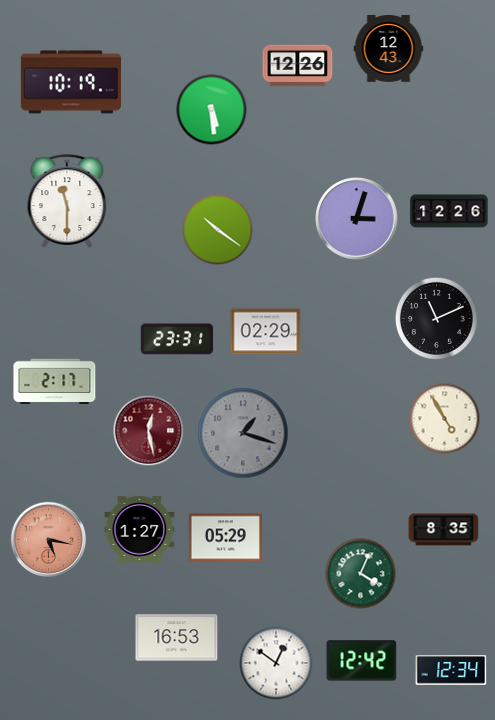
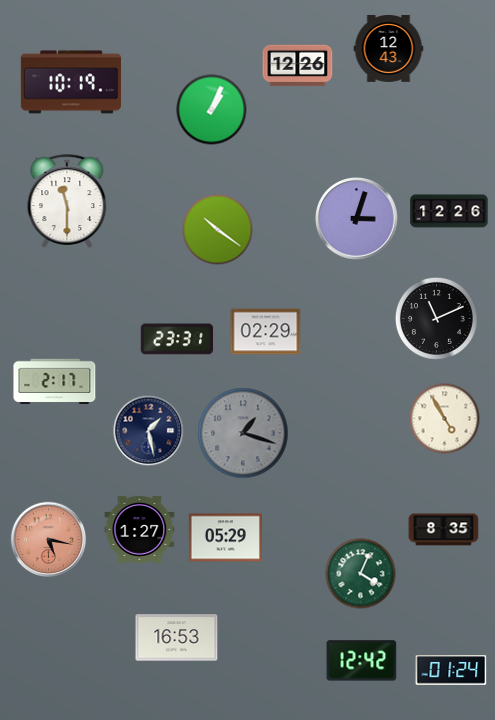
clock at (212, 110): 5:29 -> 1:04
clock at (149, 431): 12:28 -> 1:28
clock at (149, 431) dial: burgundy -> navy
clock at (276, 663): 12:51 -> none
clock at (451, 670): 12:34 -> 01:24
